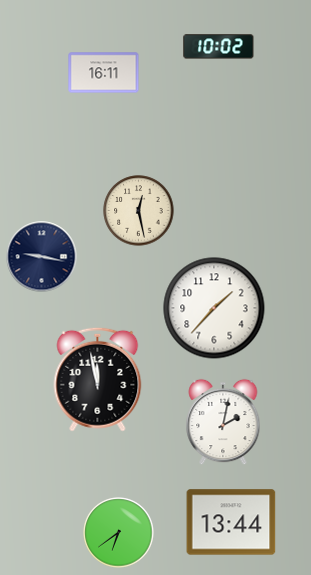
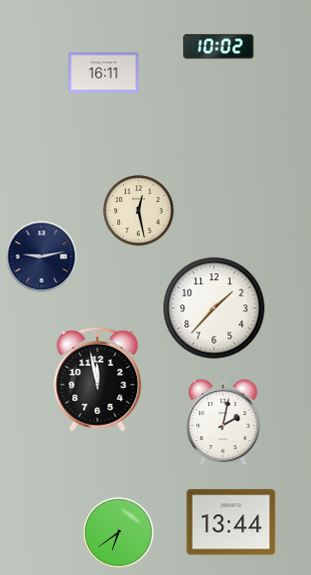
clock at (42, 257): 9:17 -> 9:13
